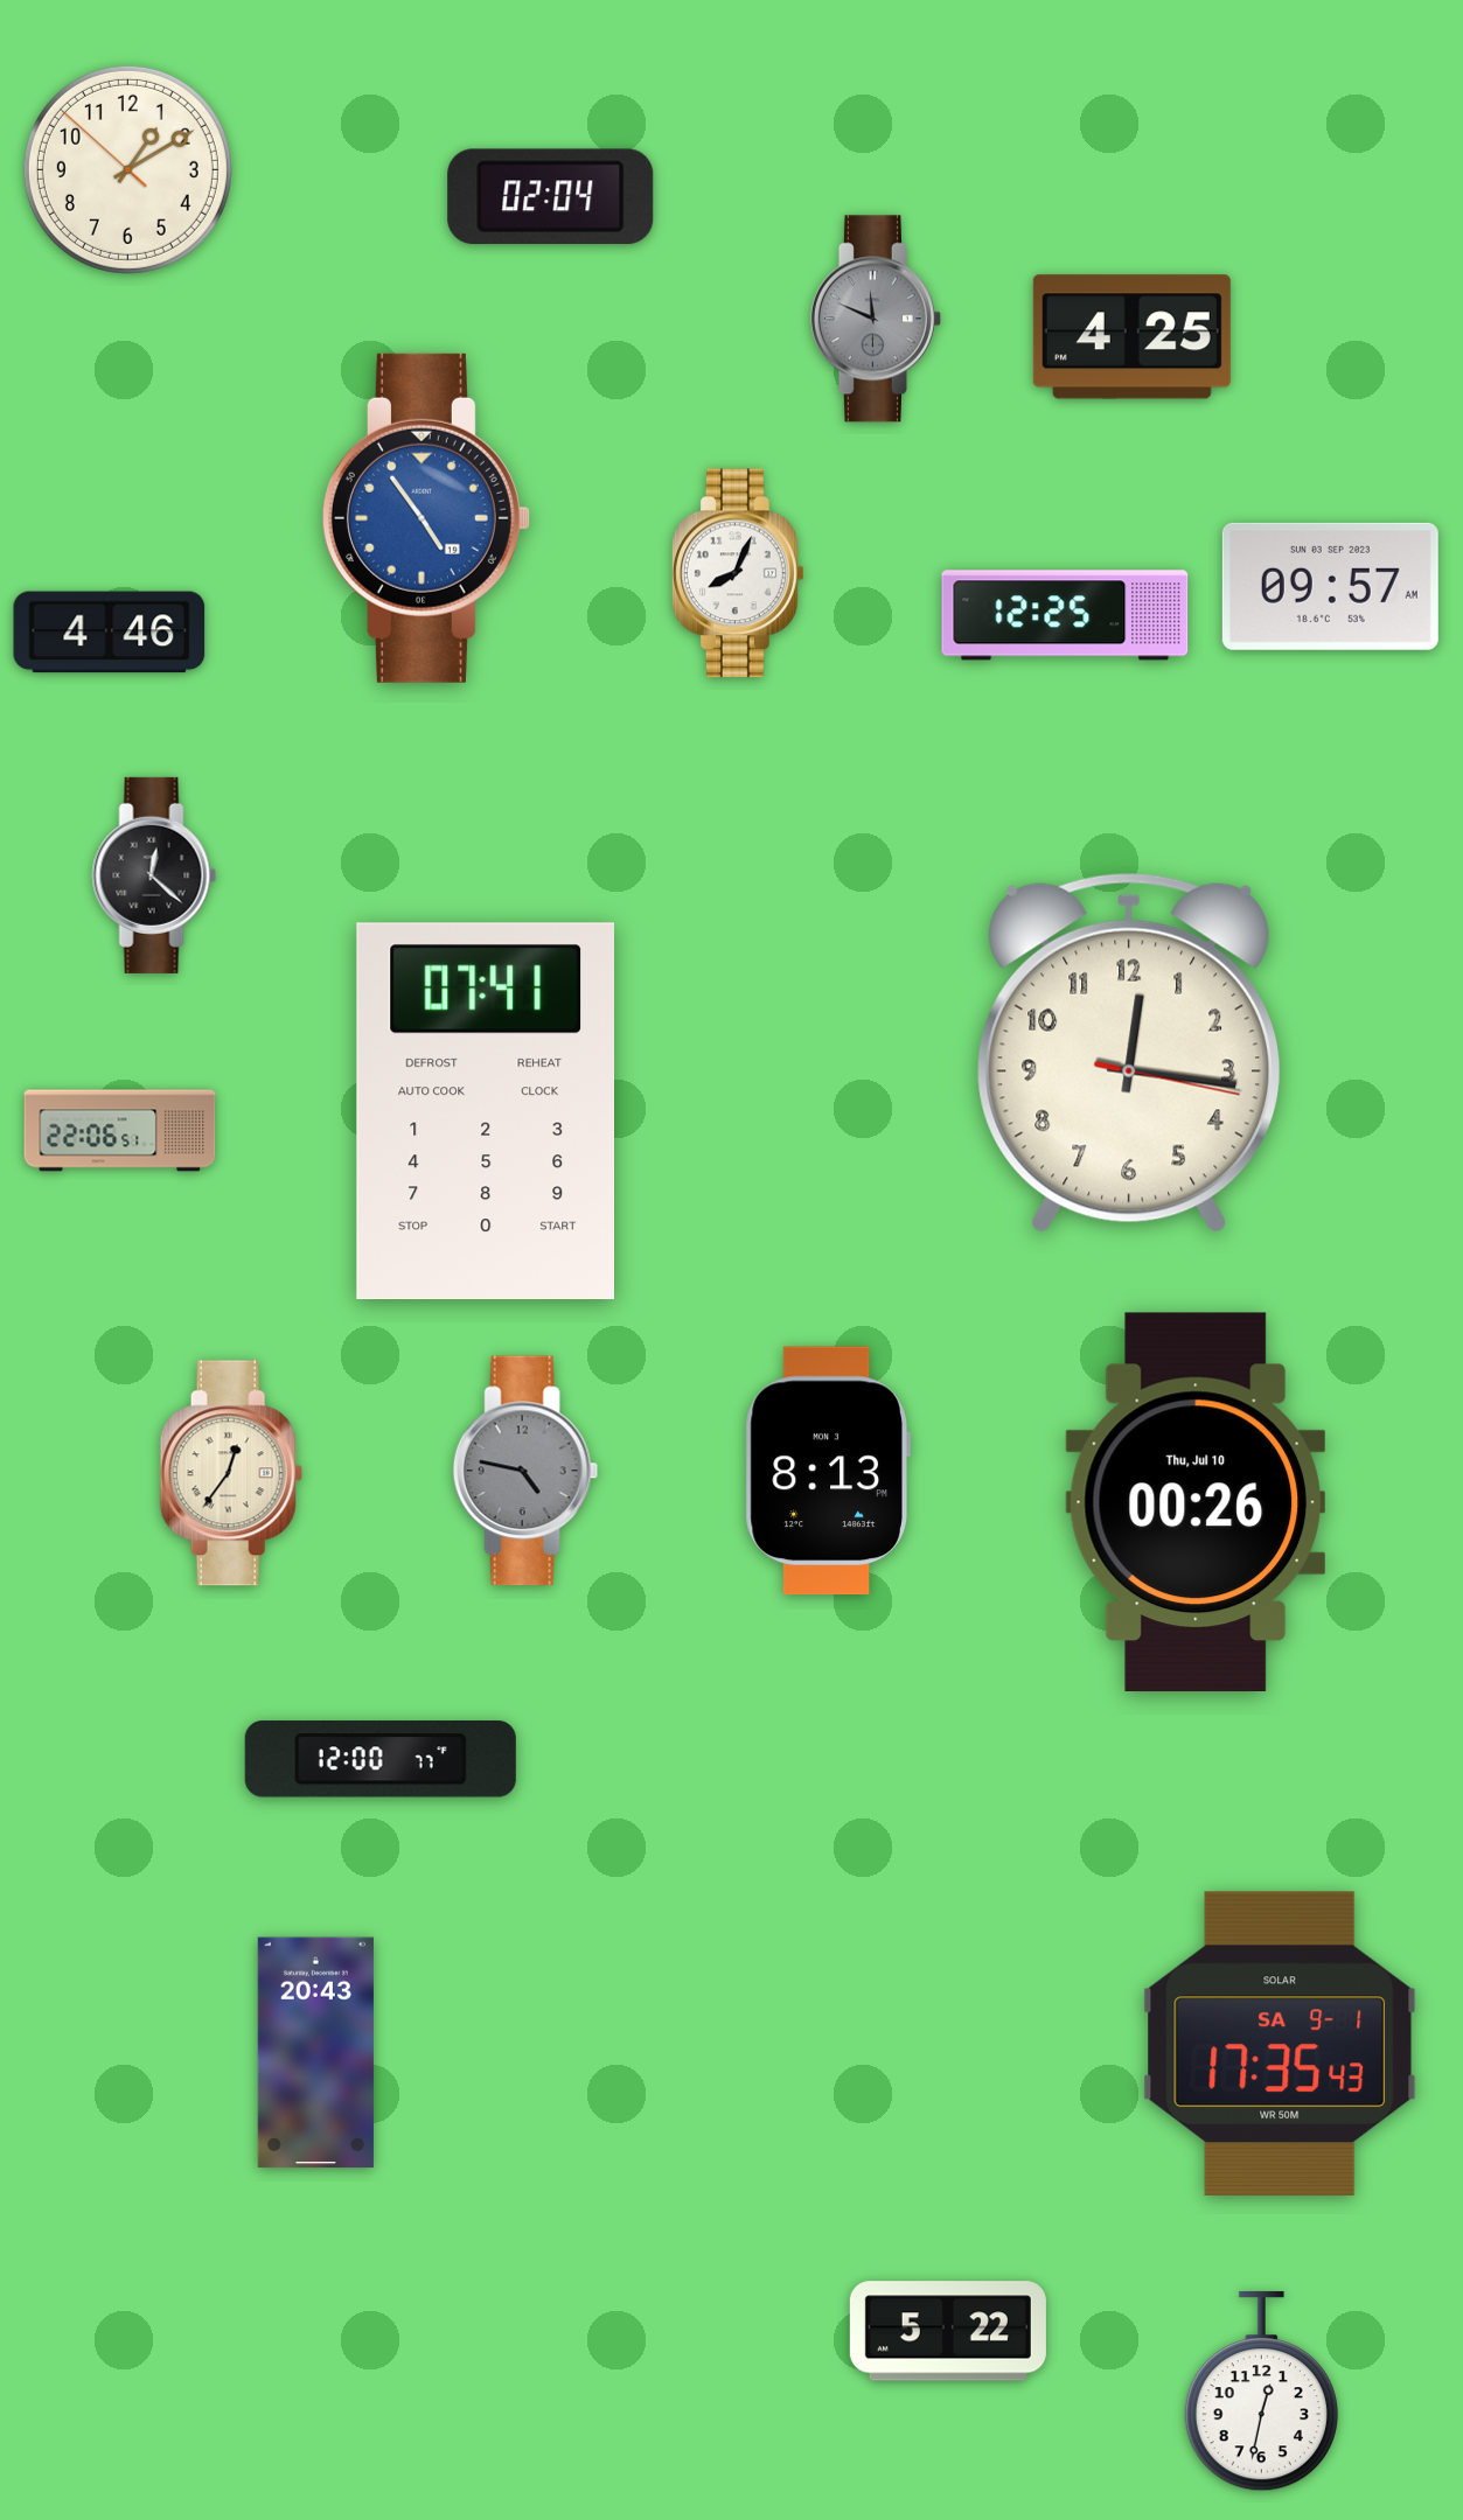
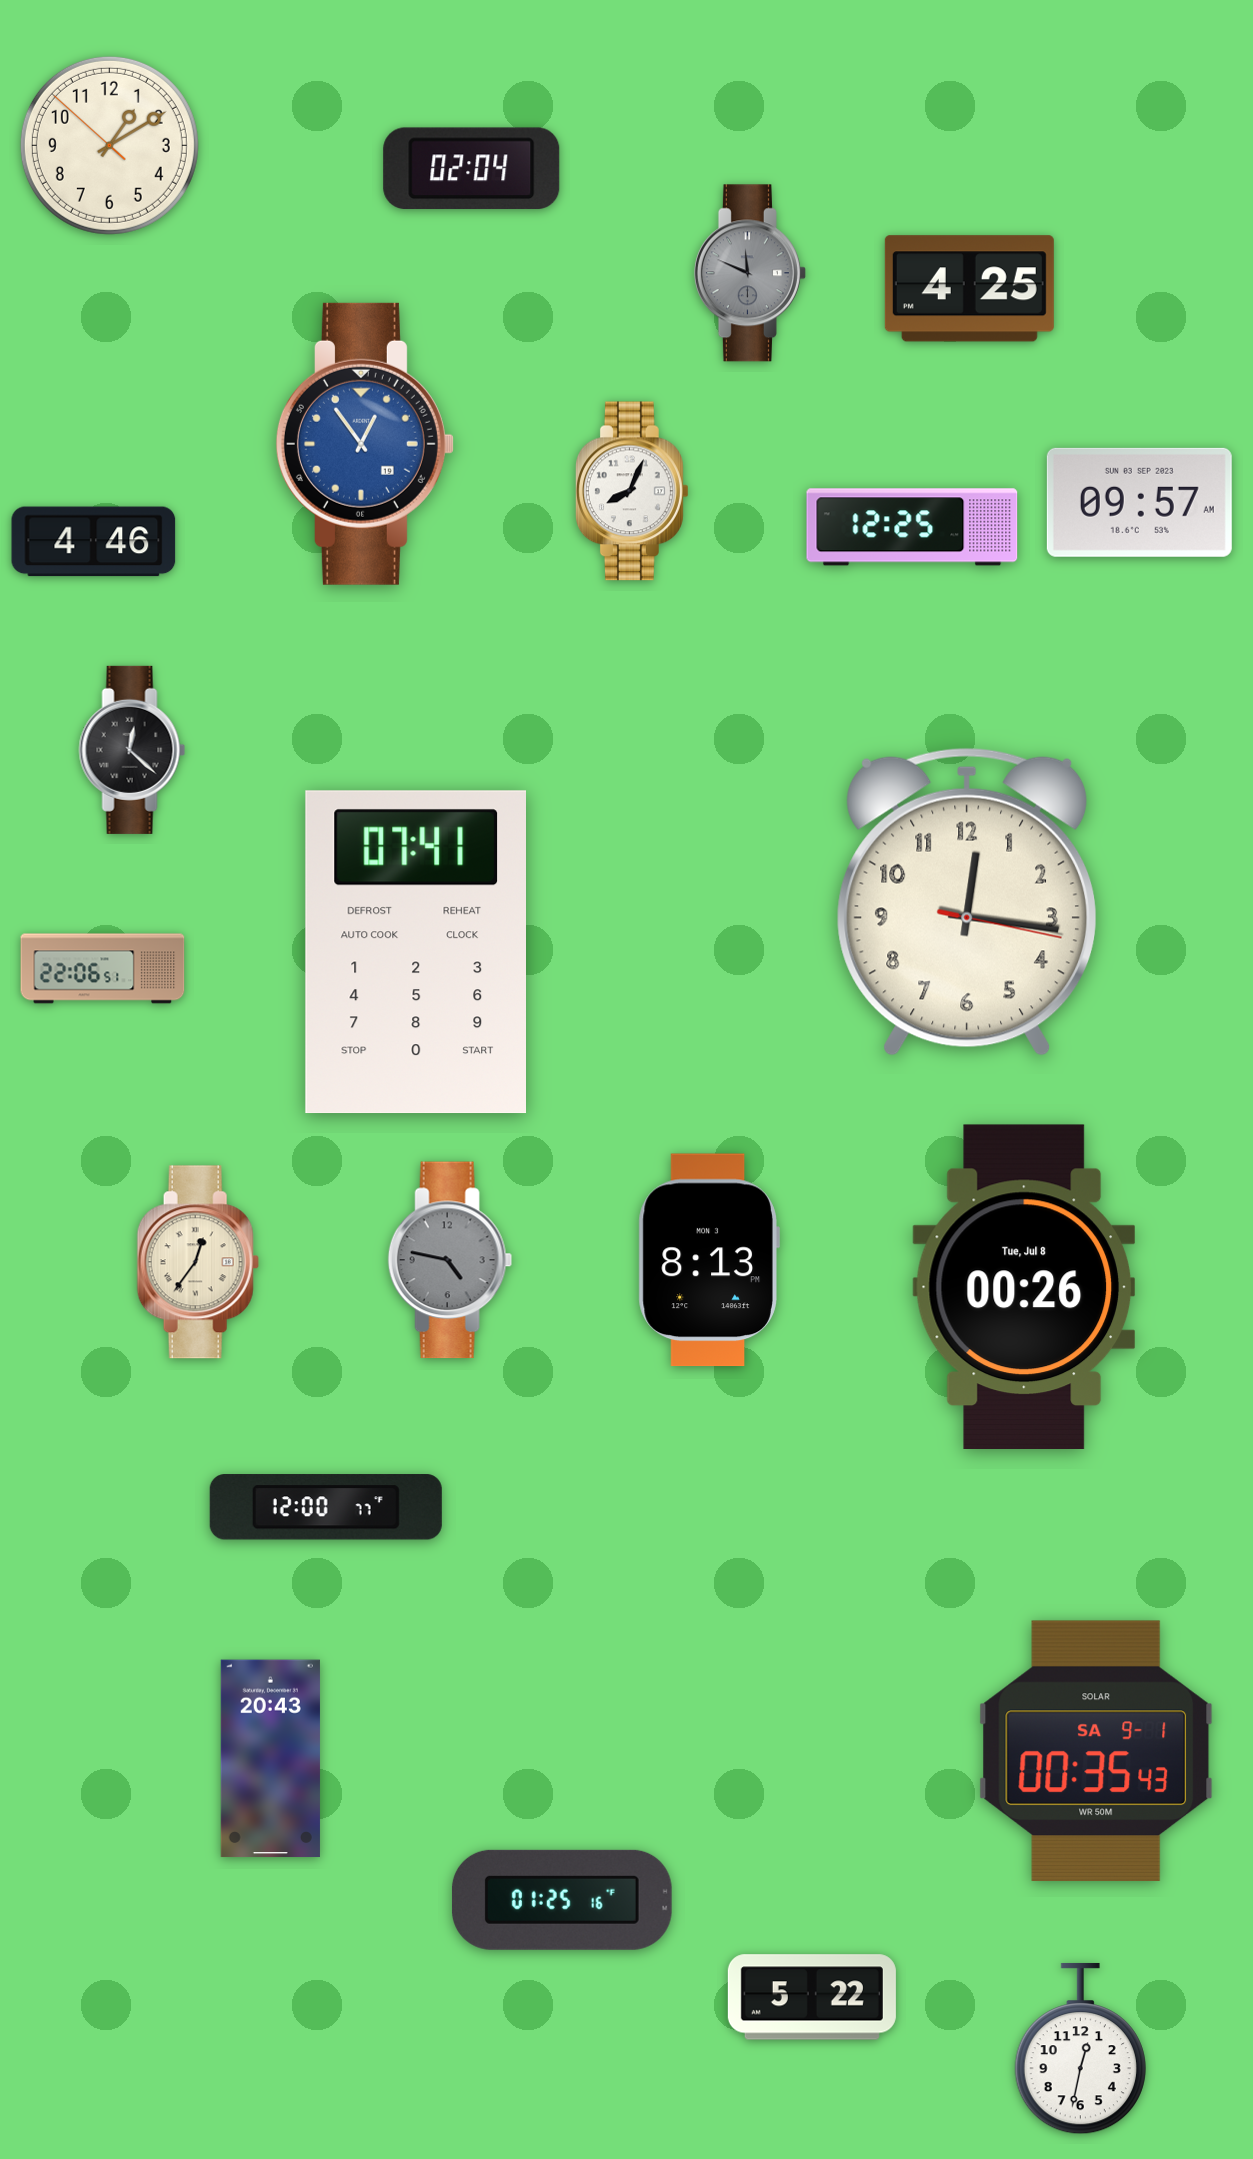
clock at (426, 518): 4:54 -> 12:54
clock at (1194, 1501) date: Thu, Jul 10 -> Tue, Jul 8
clock at (1280, 2044): 17:35 -> 00:35
clock at (562, 1900): none -> 01:25
